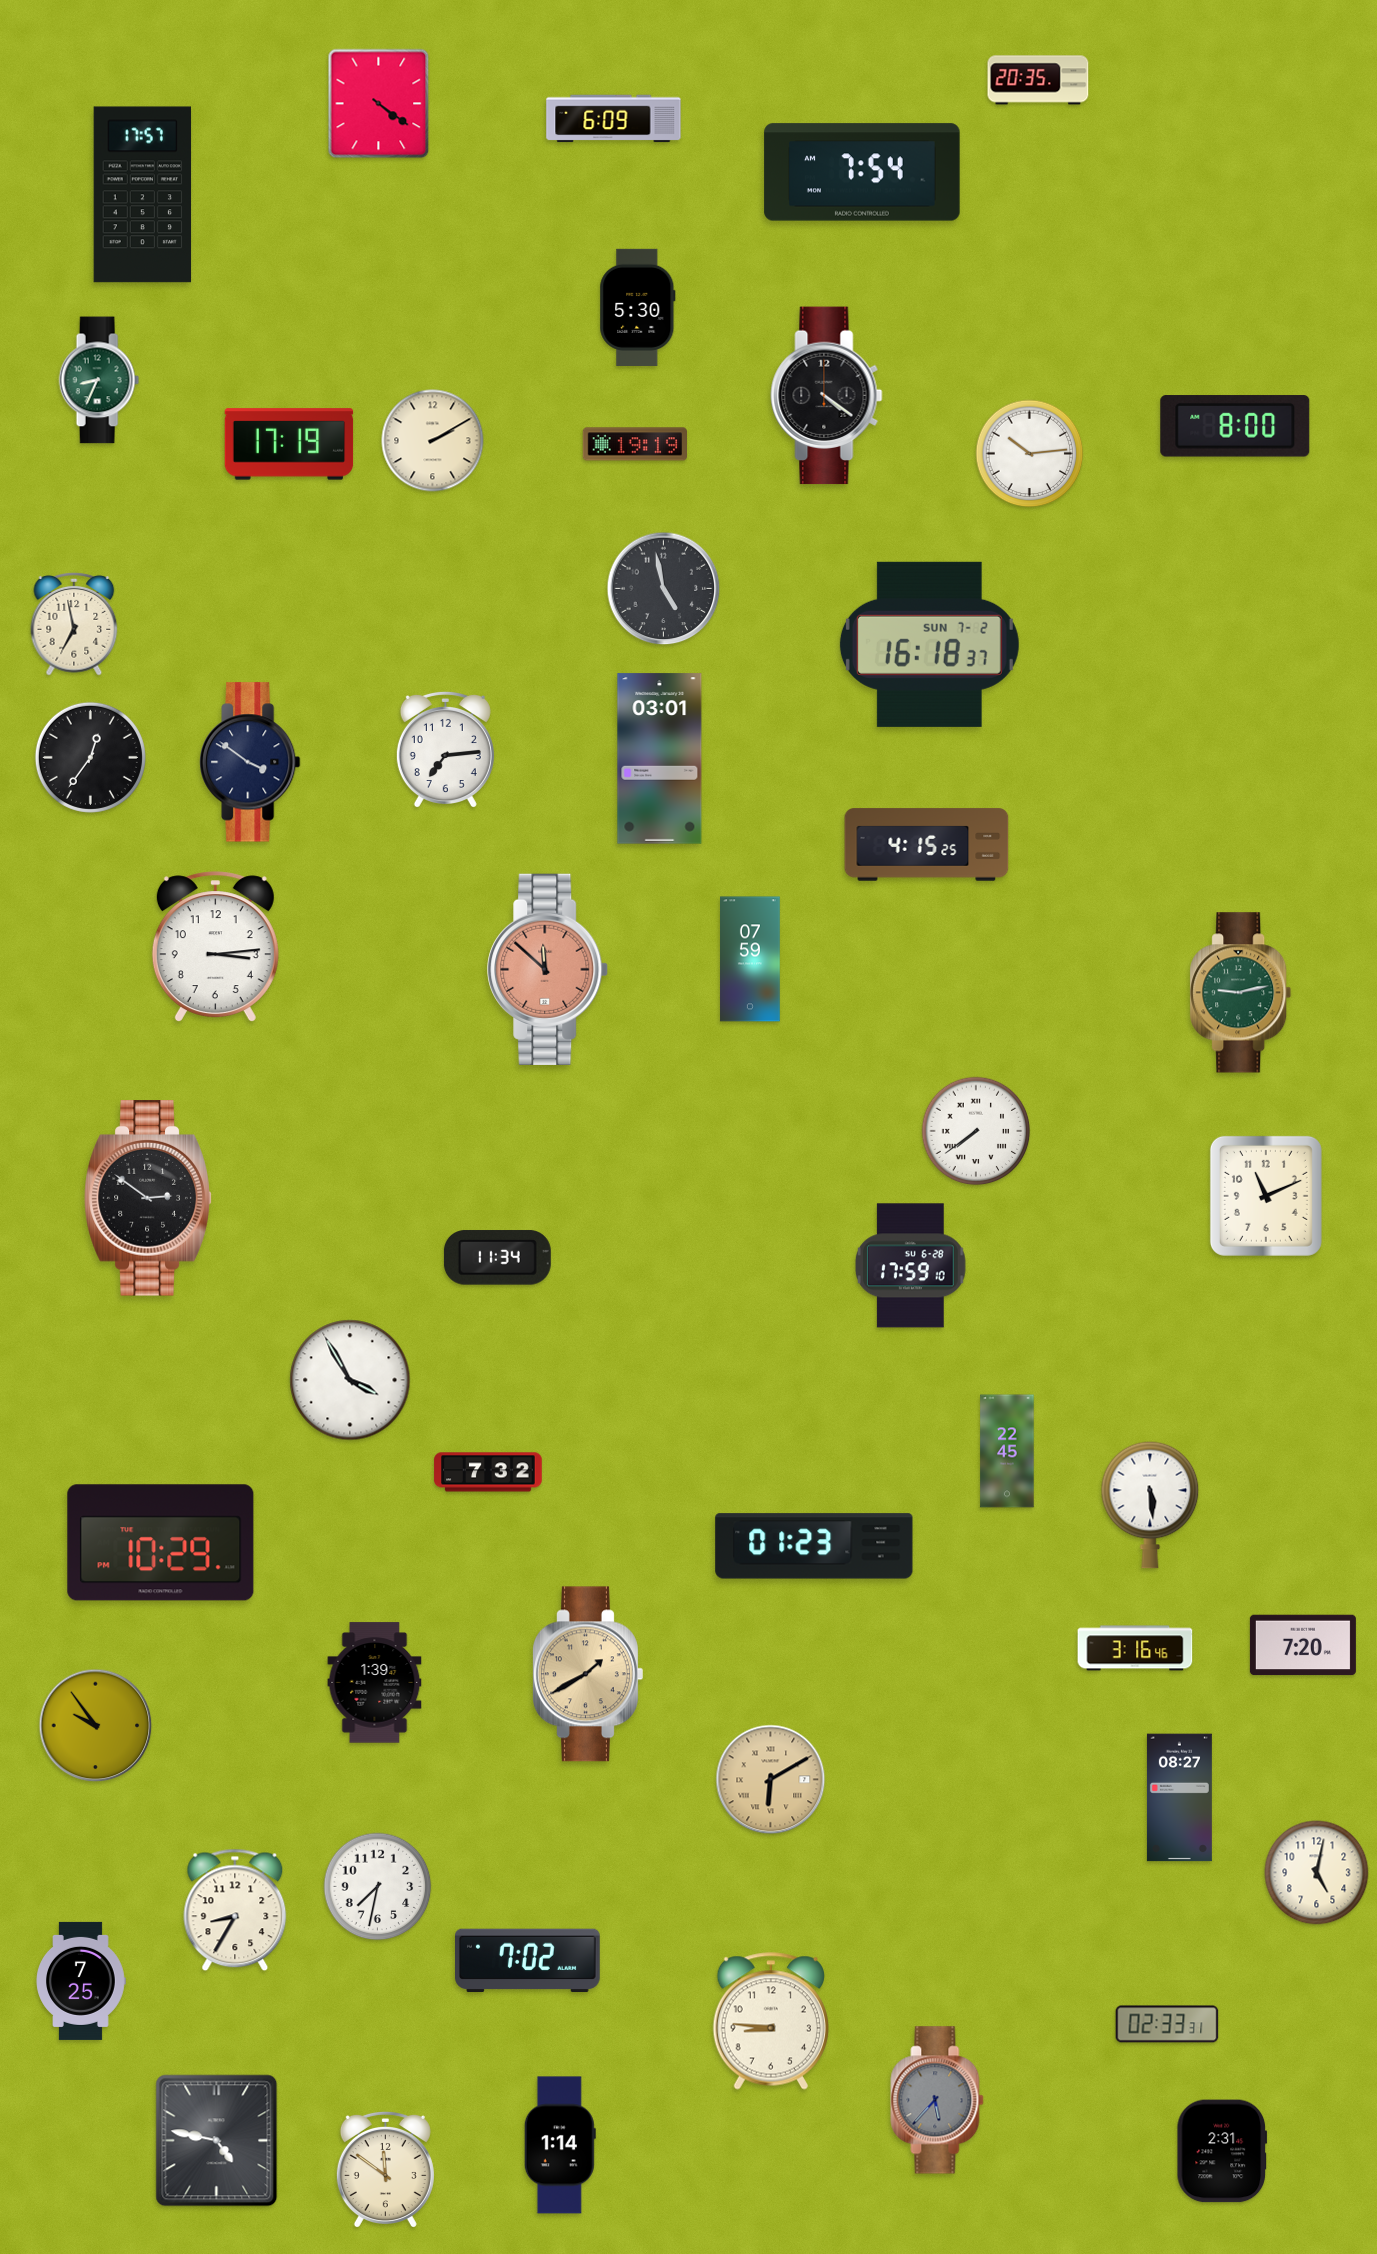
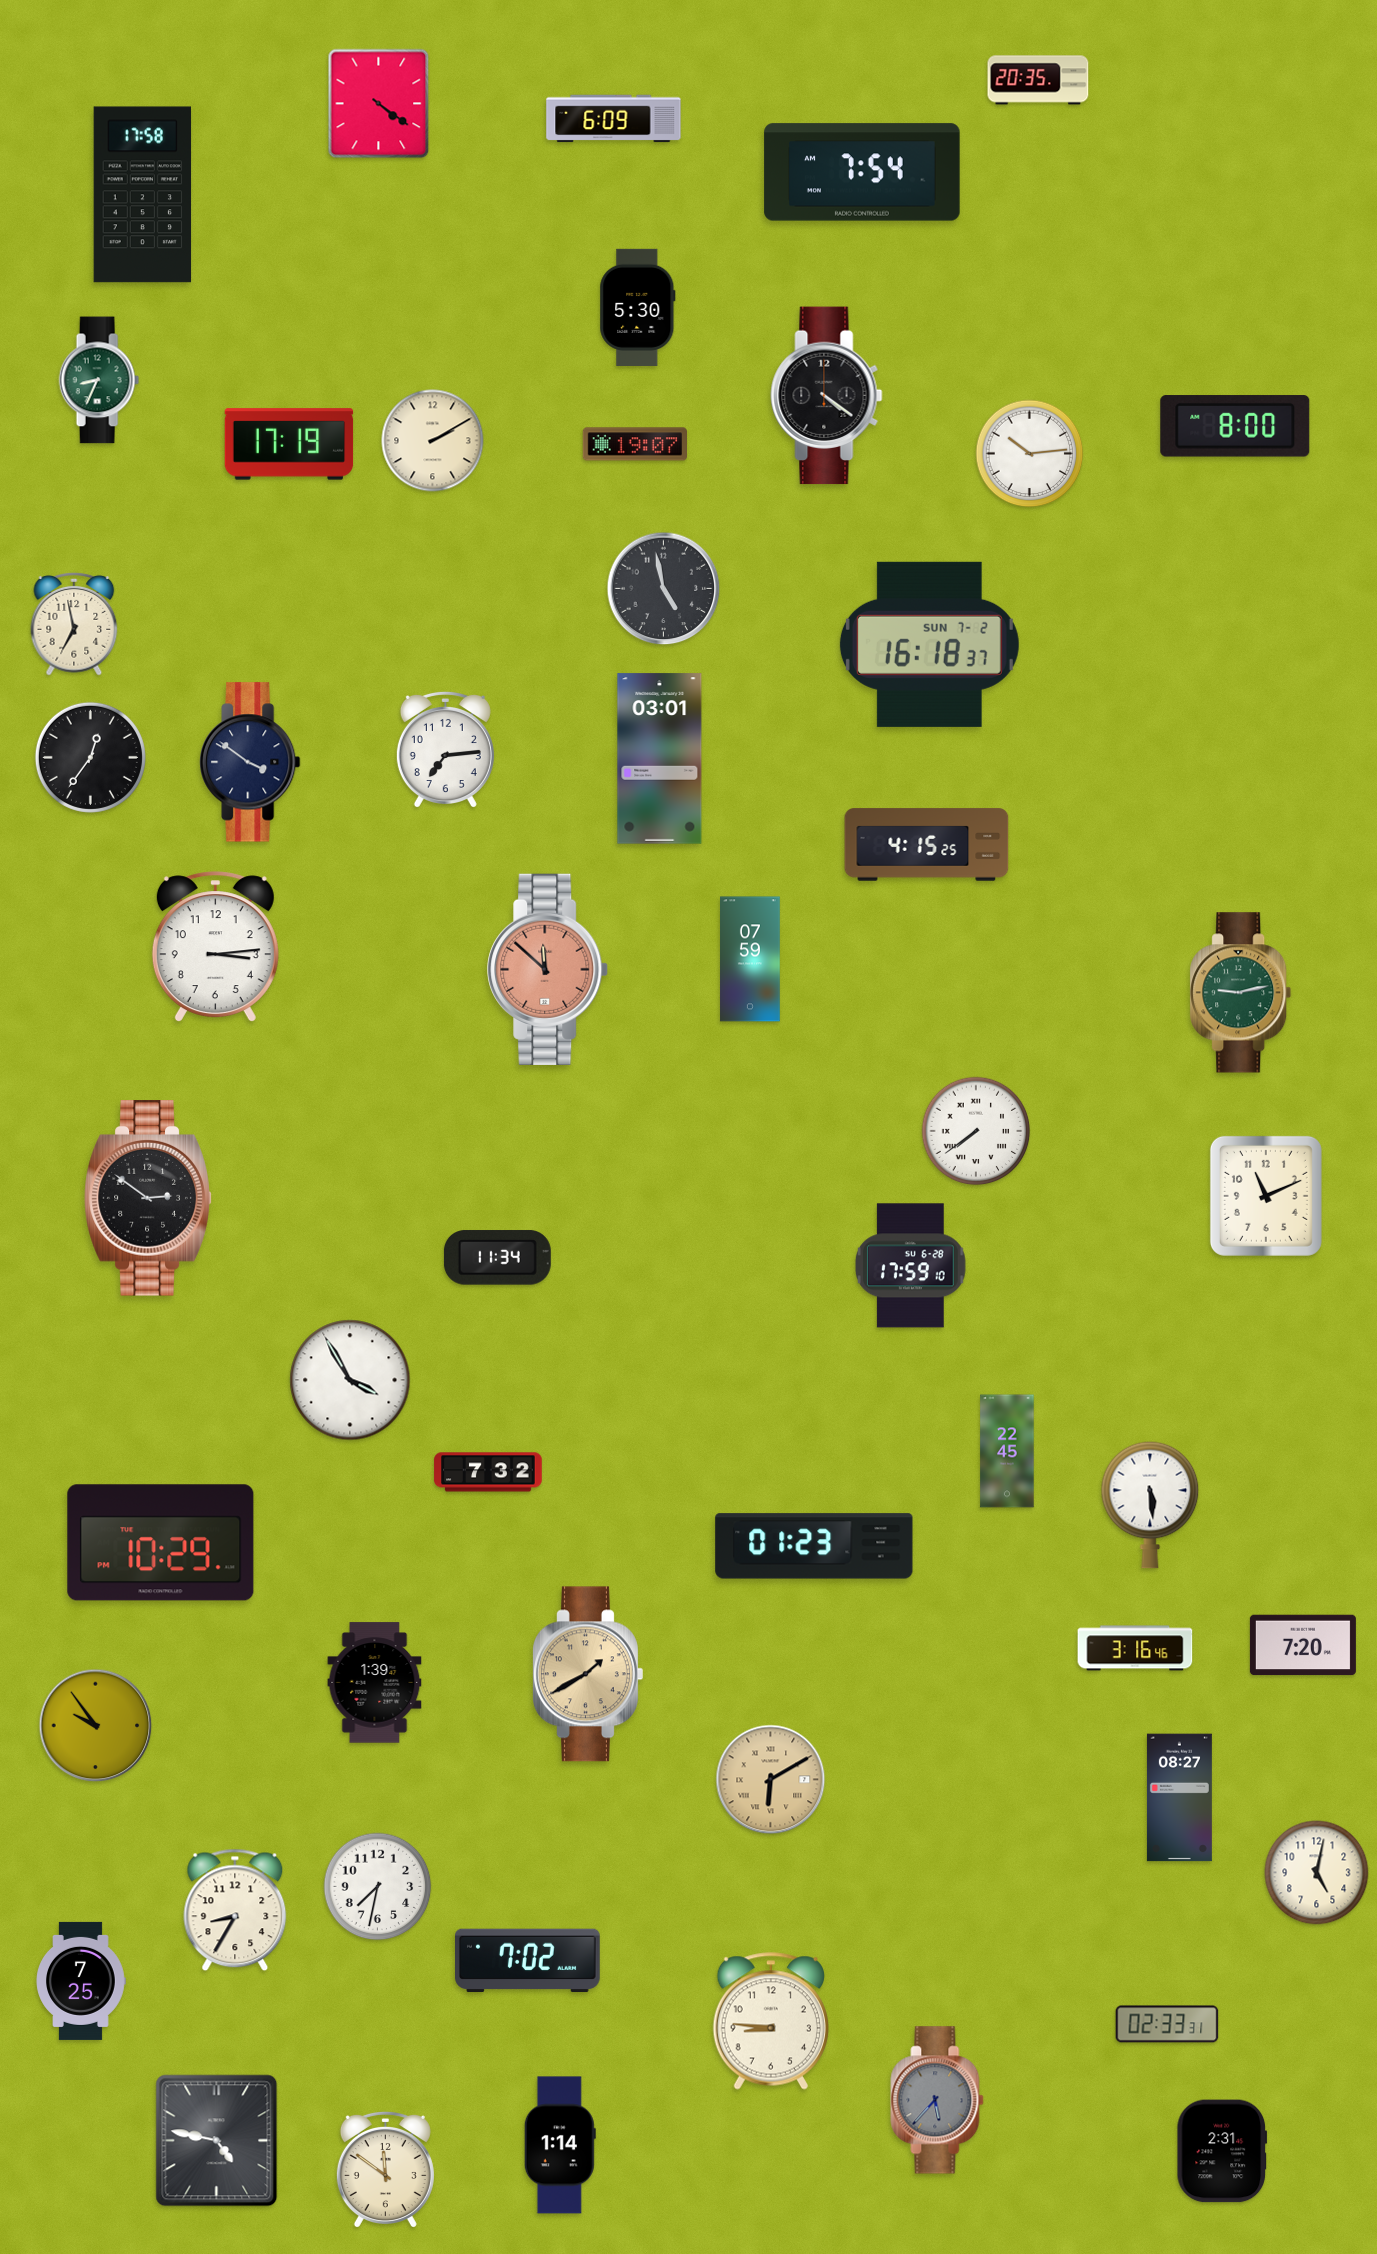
clock at (143, 195): 17:57 -> 17:58
clock at (634, 444): 19:19 -> 19:07
